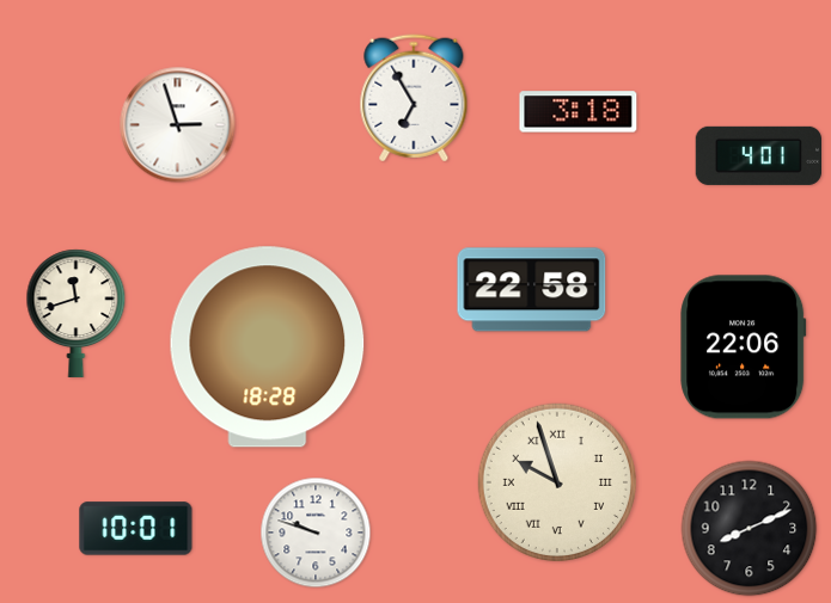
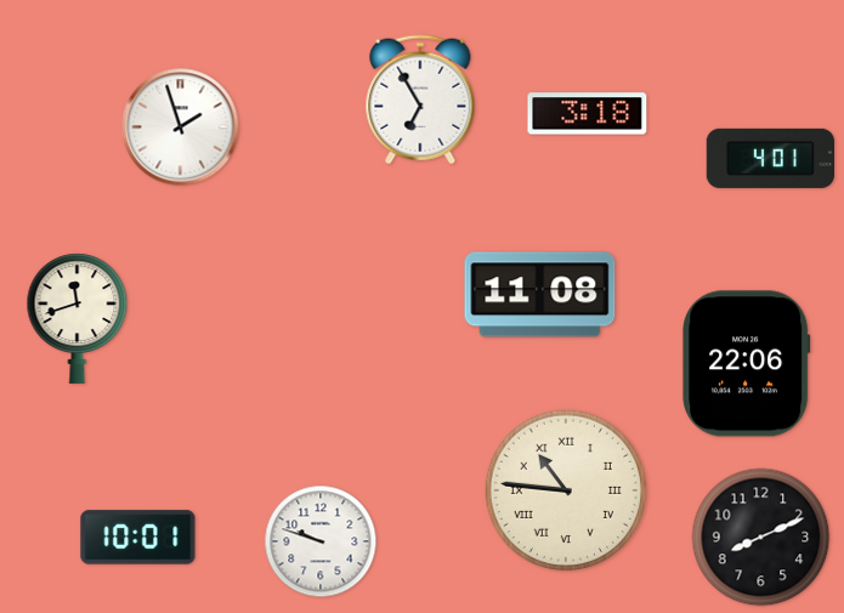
clock at (178, 125): 2:57 -> 1:57
clock at (532, 290): 22:58 -> 11:08
clock at (268, 347): 18:28 -> none
clock at (744, 347) position: (744, 347) -> (747, 364)
clock at (557, 482): 9:57 -> 10:46
